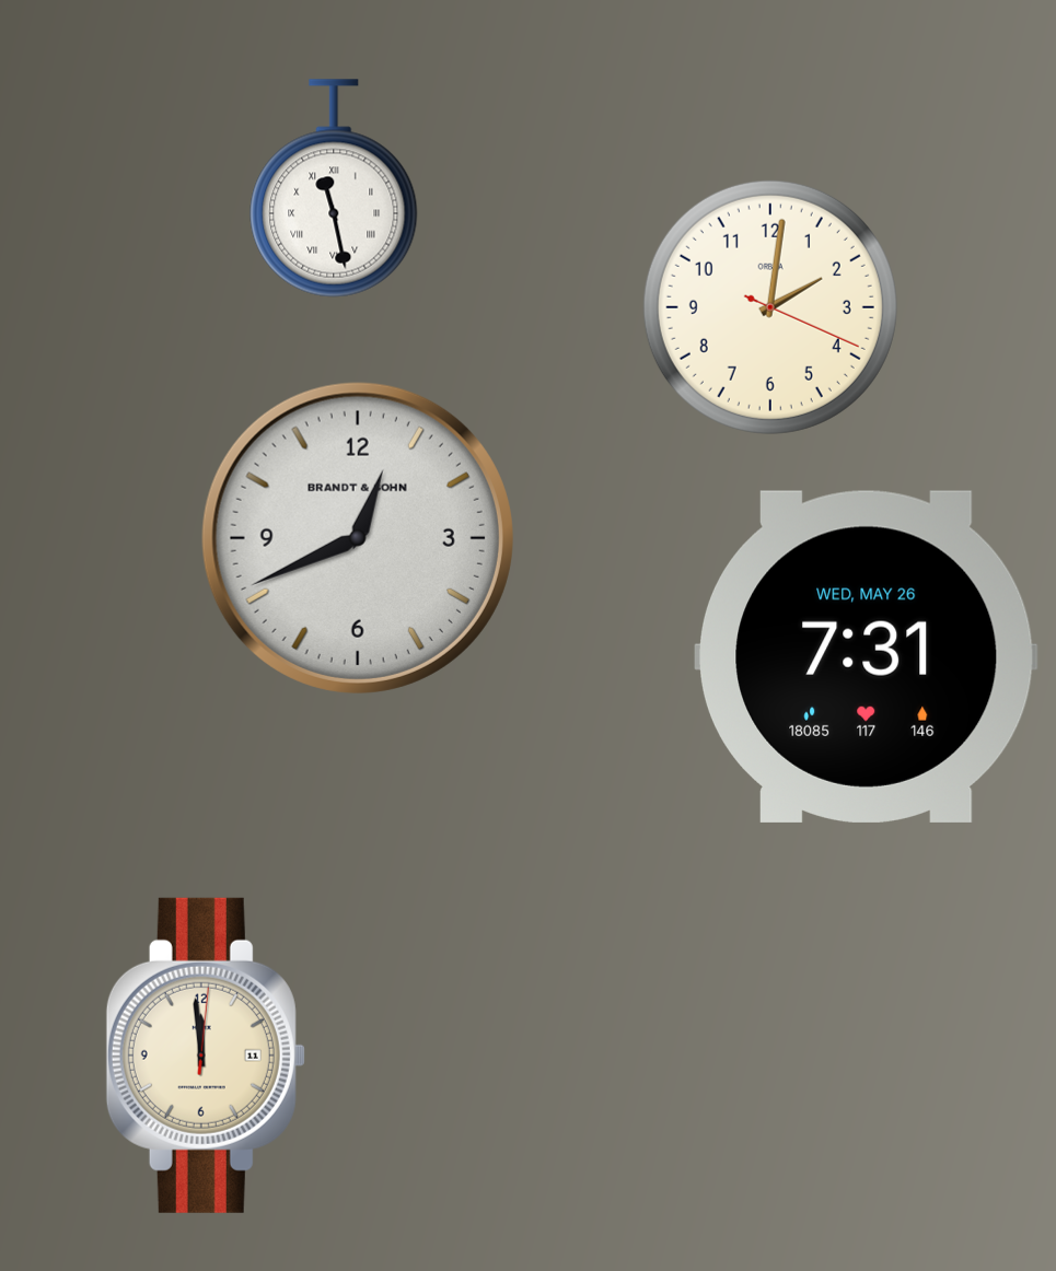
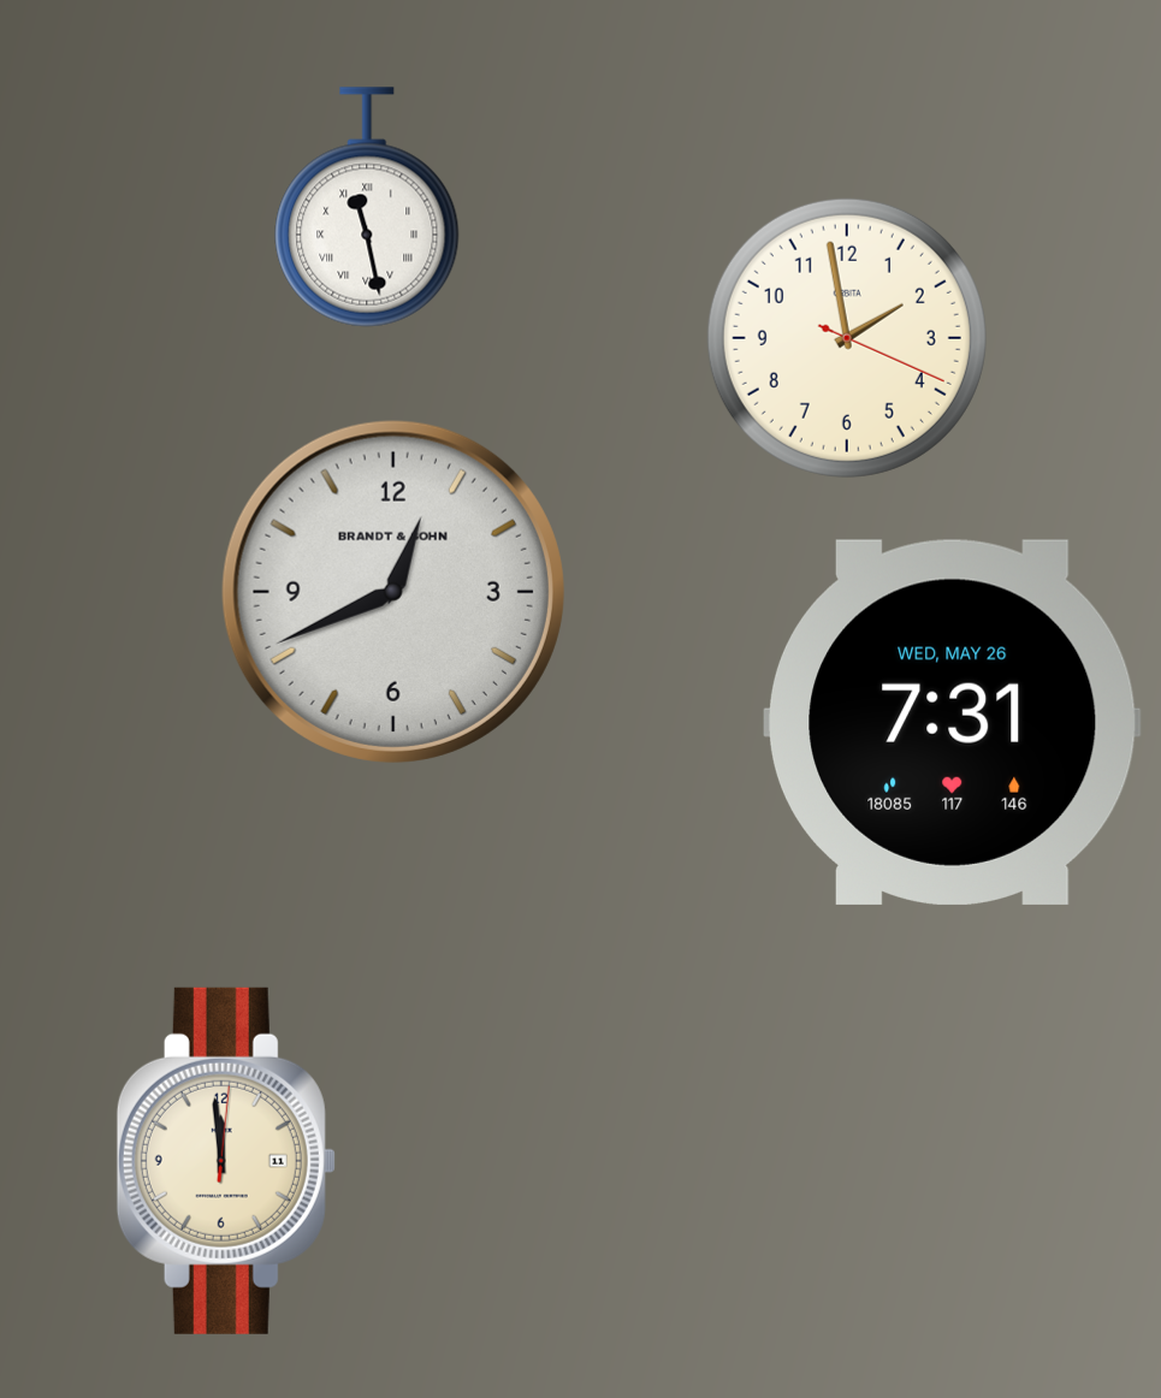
clock at (770, 307): 2:01 -> 1:58
